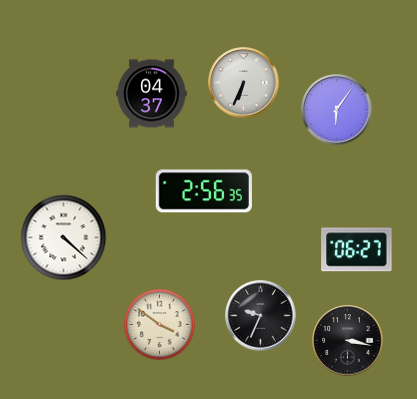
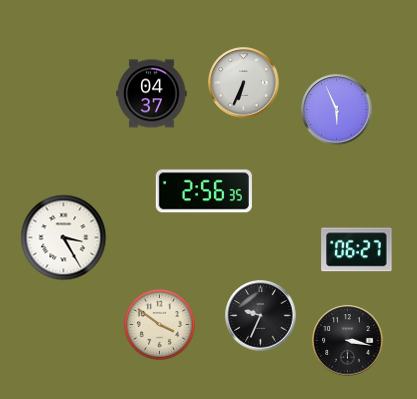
clock at (337, 110): 6:06 -> 5:56
clock at (64, 238): 4:22 -> 3:25
